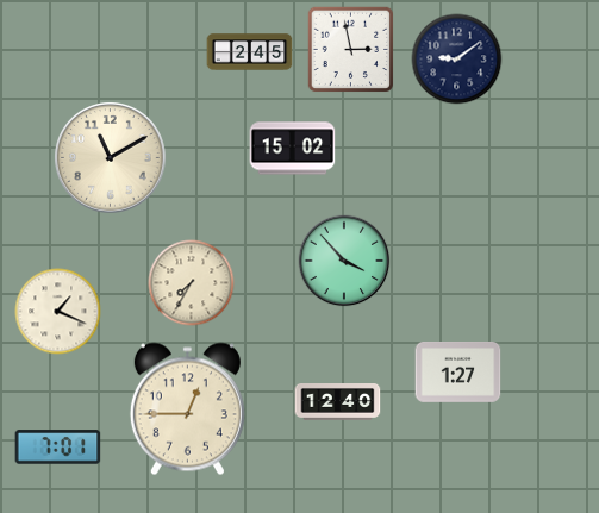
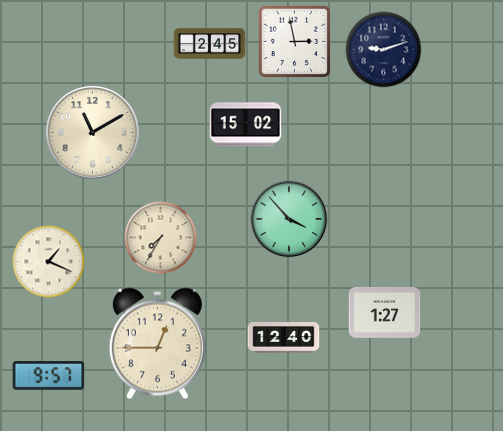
clock at (457, 60): 9:09 -> 9:12
clock at (58, 448): 7:01 -> 9:57
